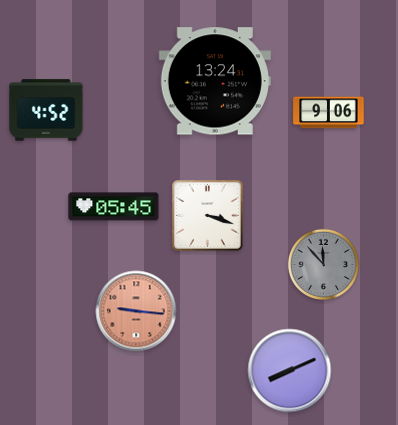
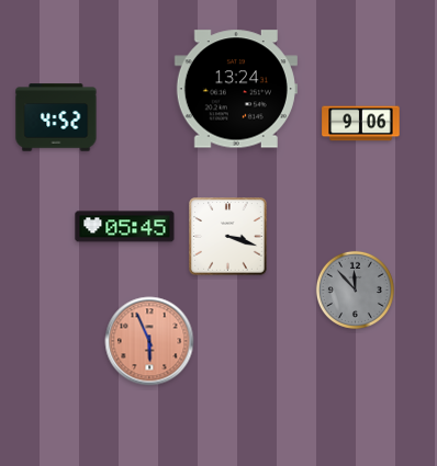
clock at (46, 110) position: (46, 110) -> (56, 117)
clock at (136, 311): 9:16 -> 5:56
clock at (290, 371): 8:11 -> none
